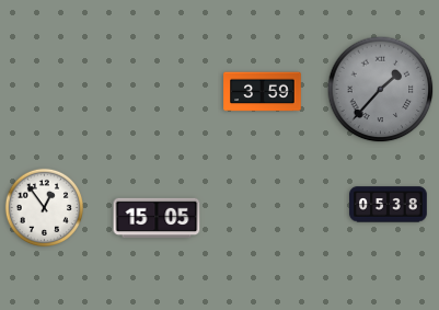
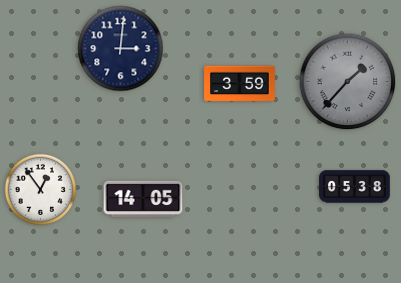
clock at (121, 49): none -> 3:01
clock at (157, 218): 15:05 -> 14:05
